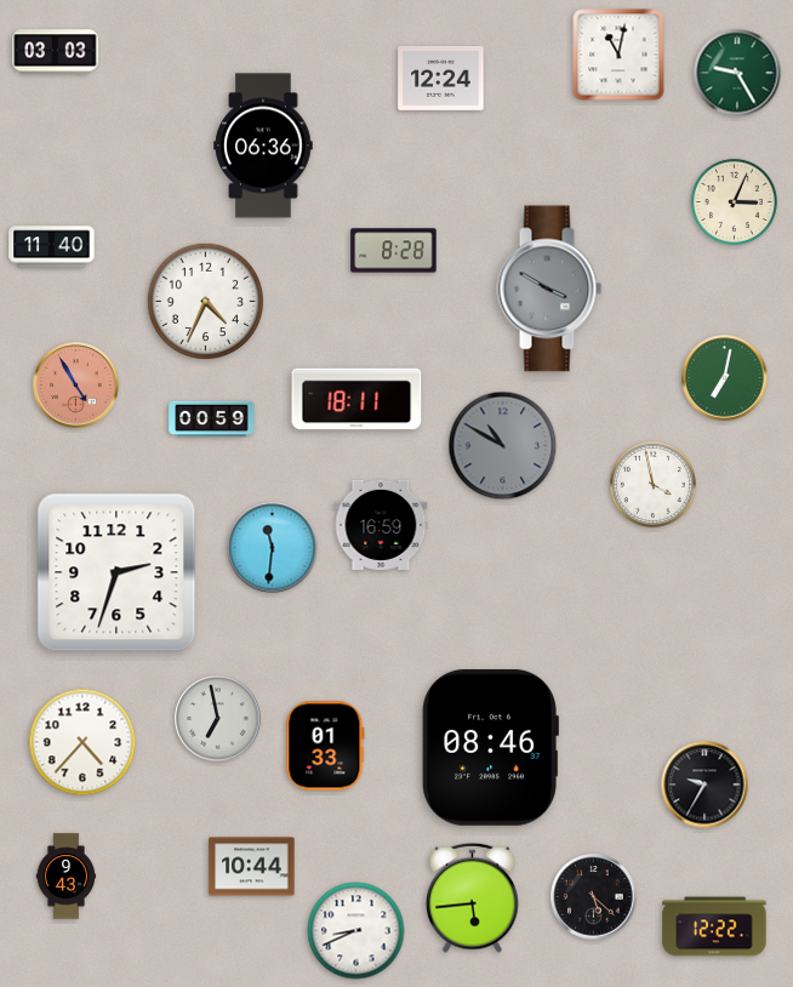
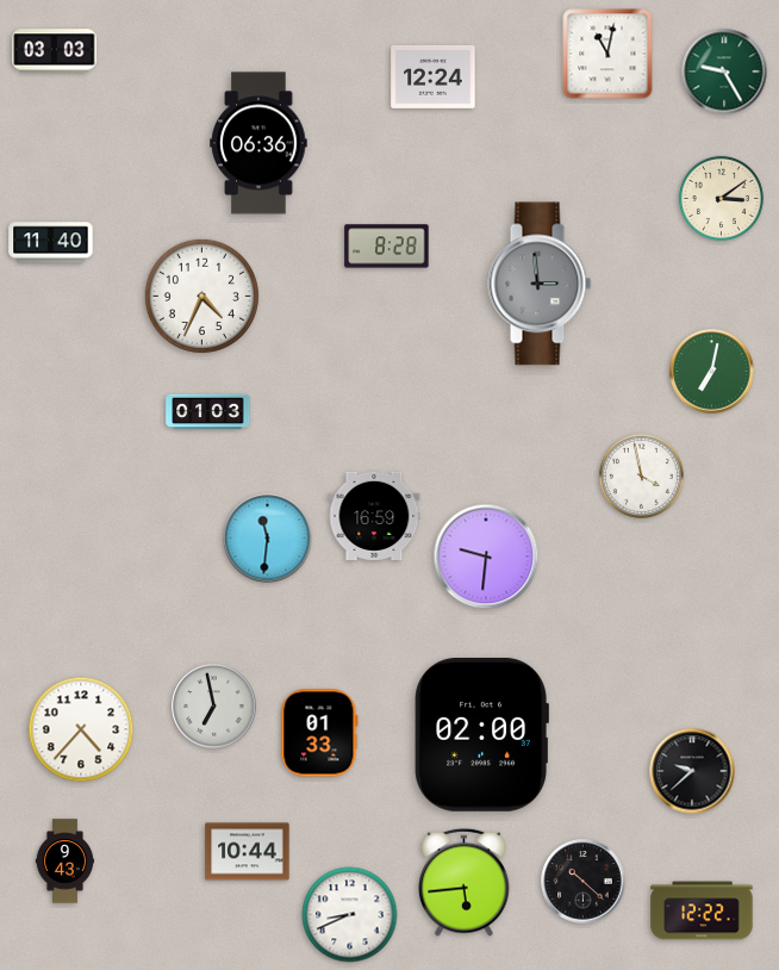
clock at (734, 201): 3:04 -> 3:09
clock at (549, 289): 3:50 -> 2:59
clock at (76, 386): 4:55 -> none
clock at (356, 399): 18:11 -> none
clock at (212, 420): 00:59 -> 01:03
clock at (503, 446): 10:50 -> none
clock at (486, 556): none -> 9:31
clock at (116, 572): 2:33 -> none
clock at (490, 747): 08:46 -> 02:00
clock at (704, 785): 9:35 -> 9:38
clock at (594, 897): 5:22 -> 10:22
